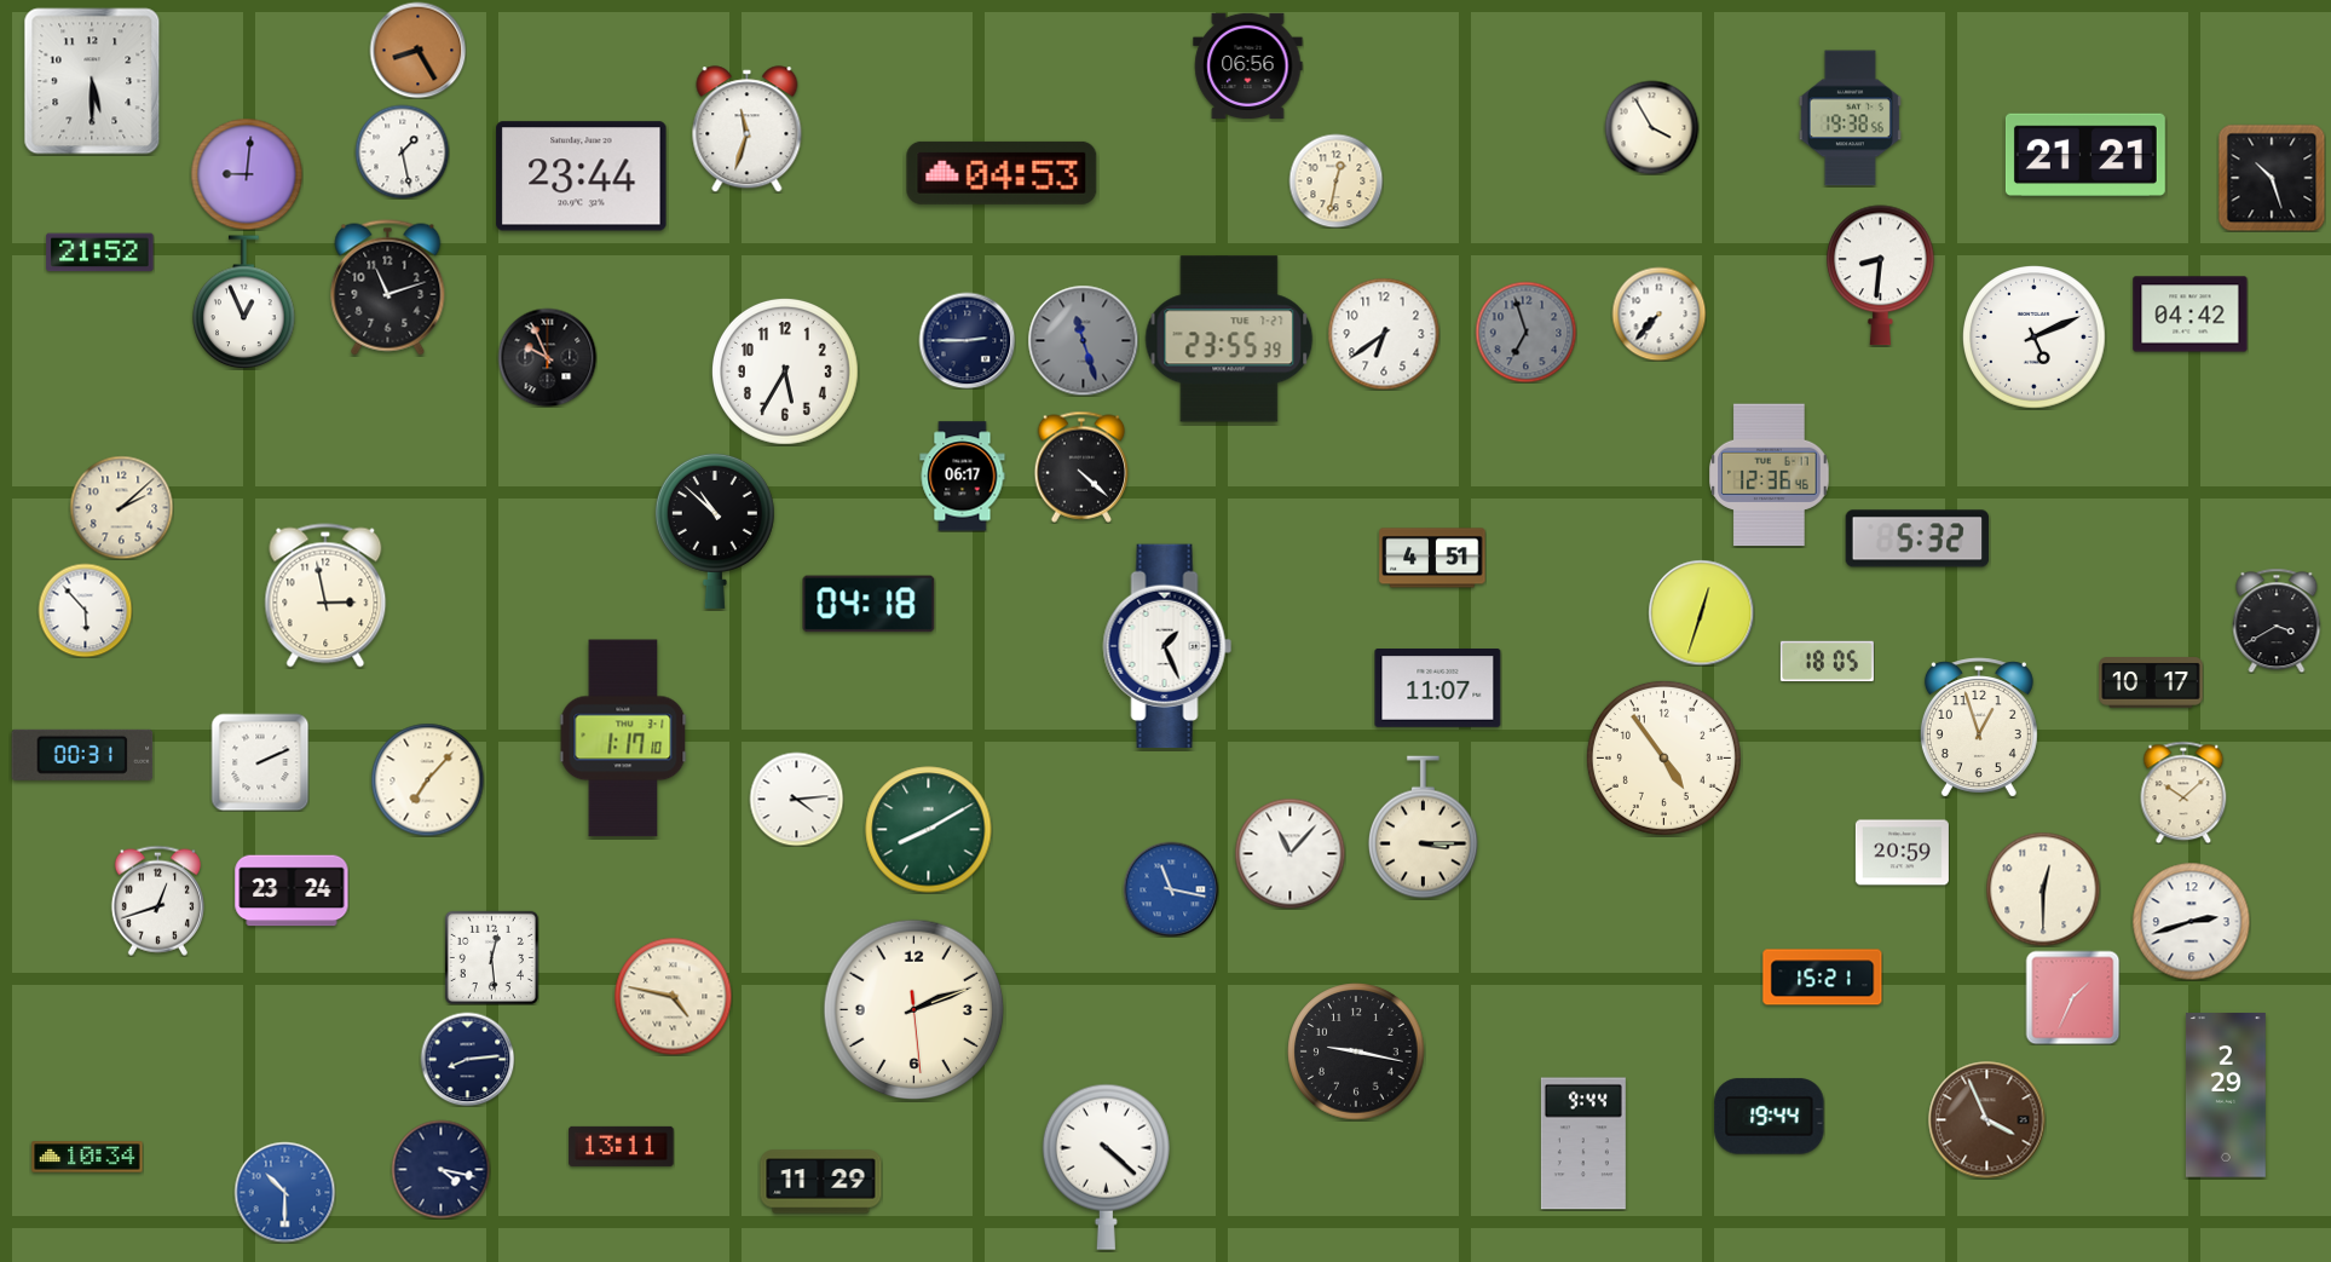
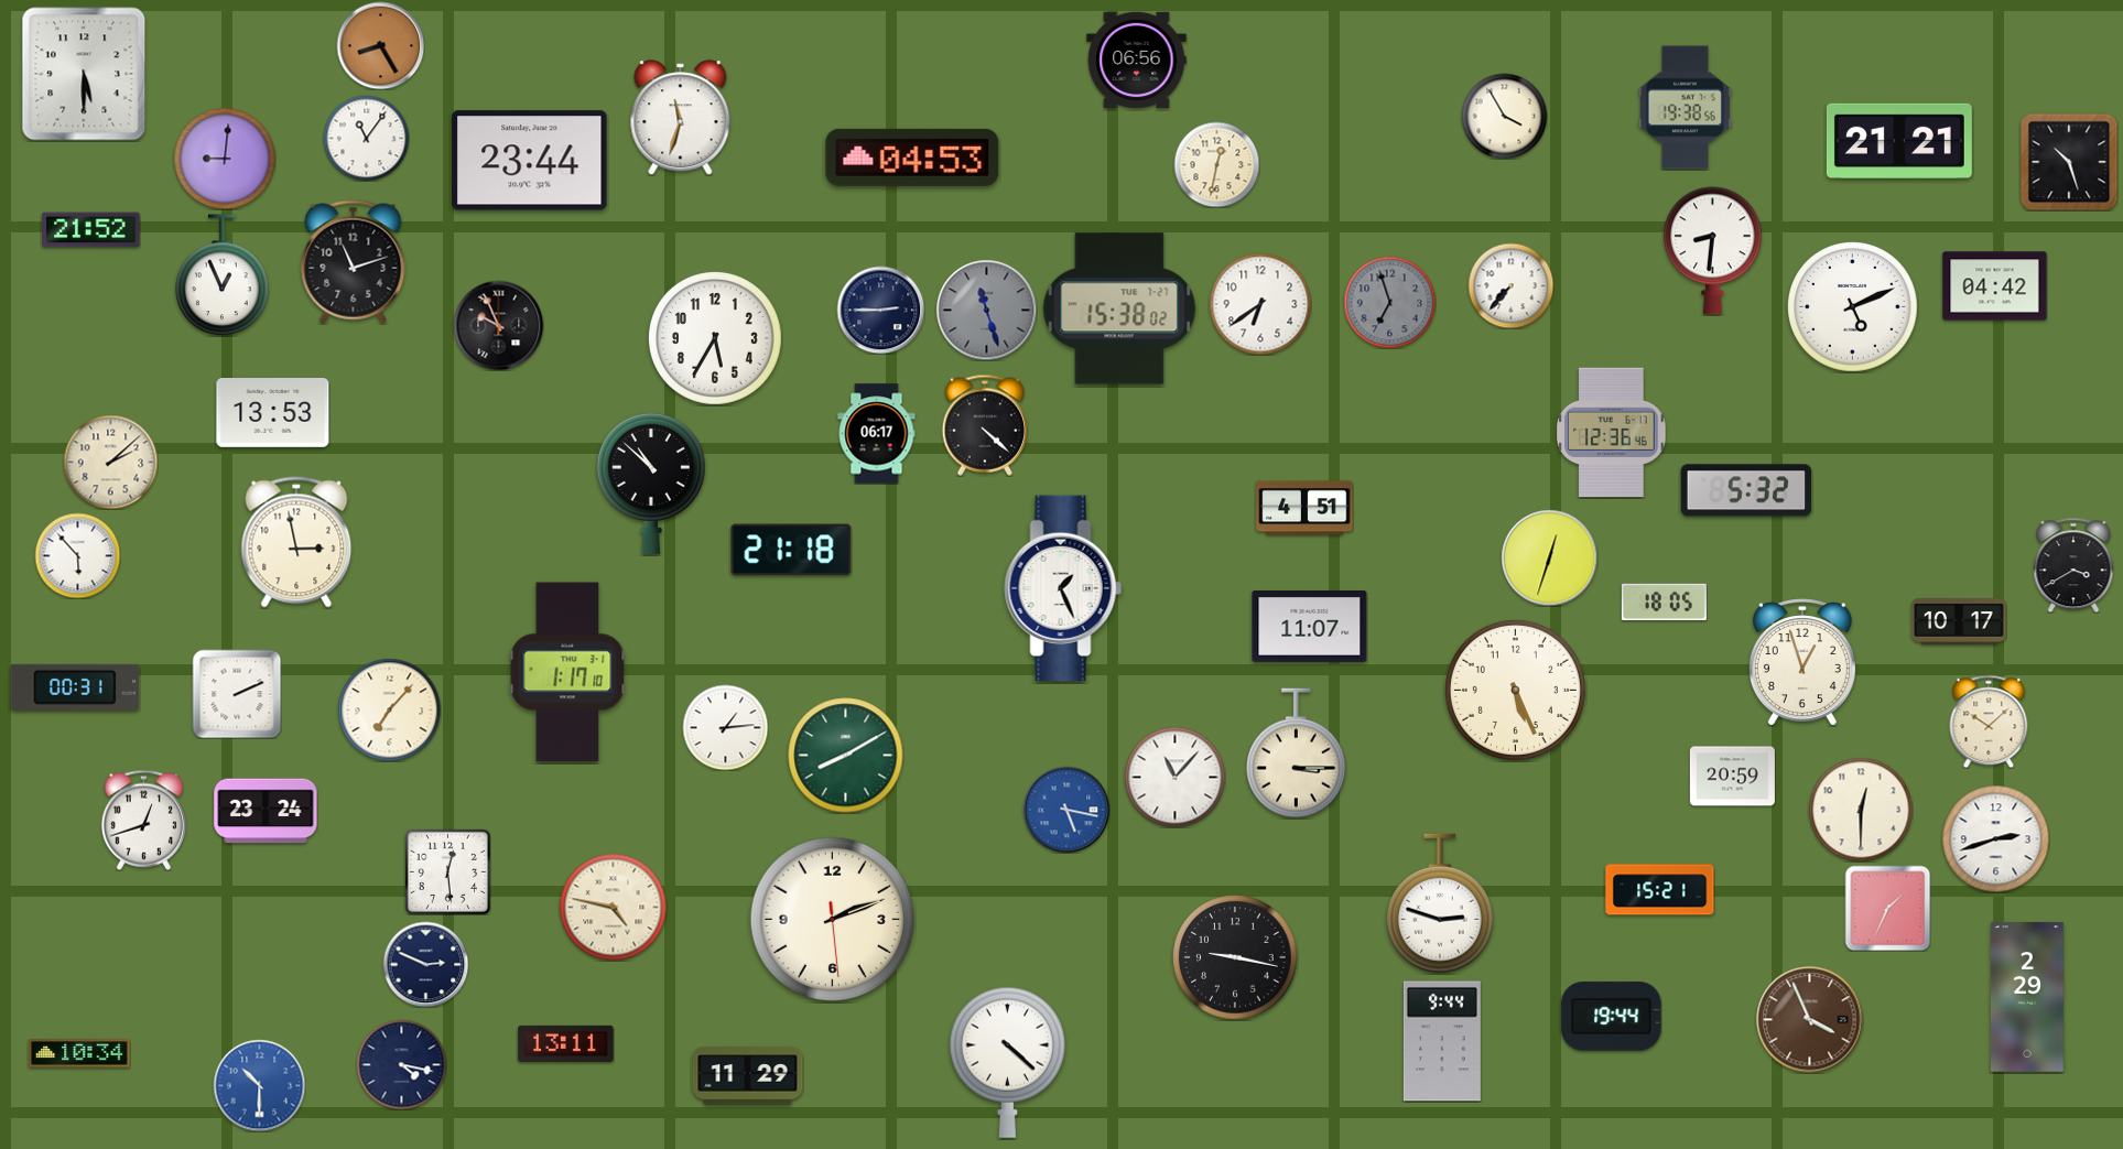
clock at (402, 151): 1:28 -> 11:06
clock at (1229, 339): 23:55 -> 15:38
clock at (273, 413): none -> 13:53
clock at (869, 604): 04:18 -> 21:18
clock at (1663, 757): 4:54 -> 5:26
clock at (796, 799): 4:14 -> 1:14
clock at (1171, 889): 11:17 -> 5:17
clock at (1440, 903): none -> 2:48
clock at (467, 1059): 8:14 -> 2:49
